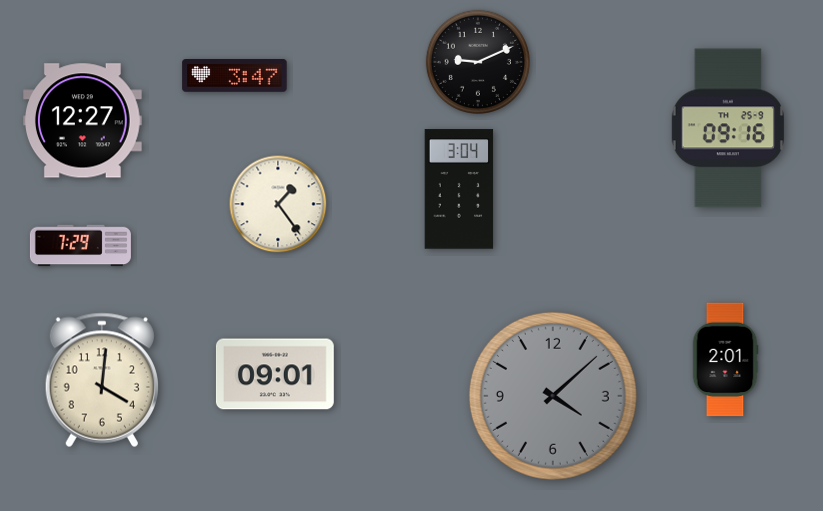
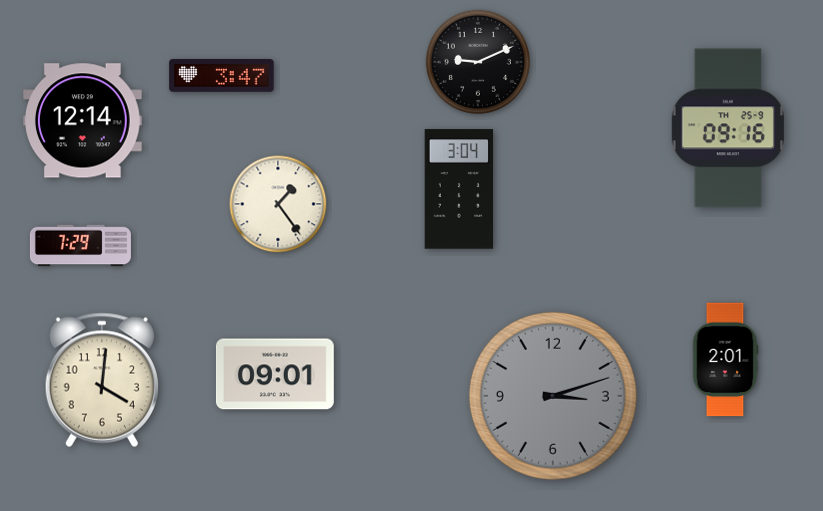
clock at (235, 76) position: (235, 76) -> (222, 76)
clock at (83, 121): 12:27 -> 12:14
clock at (553, 396): 4:08 -> 3:12
